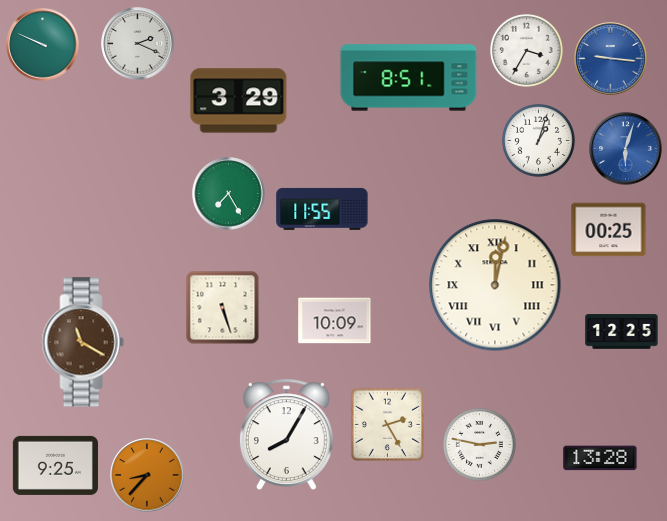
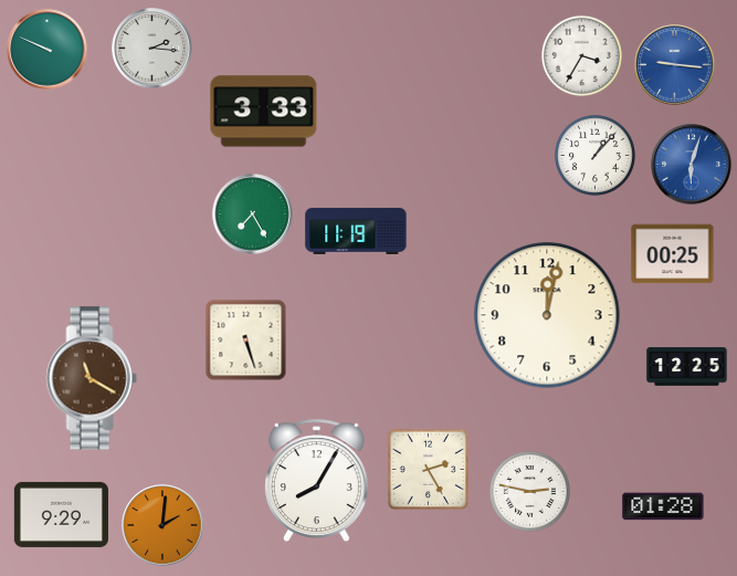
clock at (138, 44): 2:19 -> 2:16
clock at (409, 78): 8:51 -> none
clock at (239, 101): 3:29 -> 3:33
clock at (538, 140): 1:03 -> 1:07
clock at (322, 209): 11:55 -> 11:19
clock at (495, 285) numerals: Roman -> Arabic
clock at (335, 321): 10:09 -> none
clock at (600, 458): 13:28 -> 01:28
clock at (55, 465): 9:25 -> 9:29
clock at (147, 475): 8:37 -> 2:01
